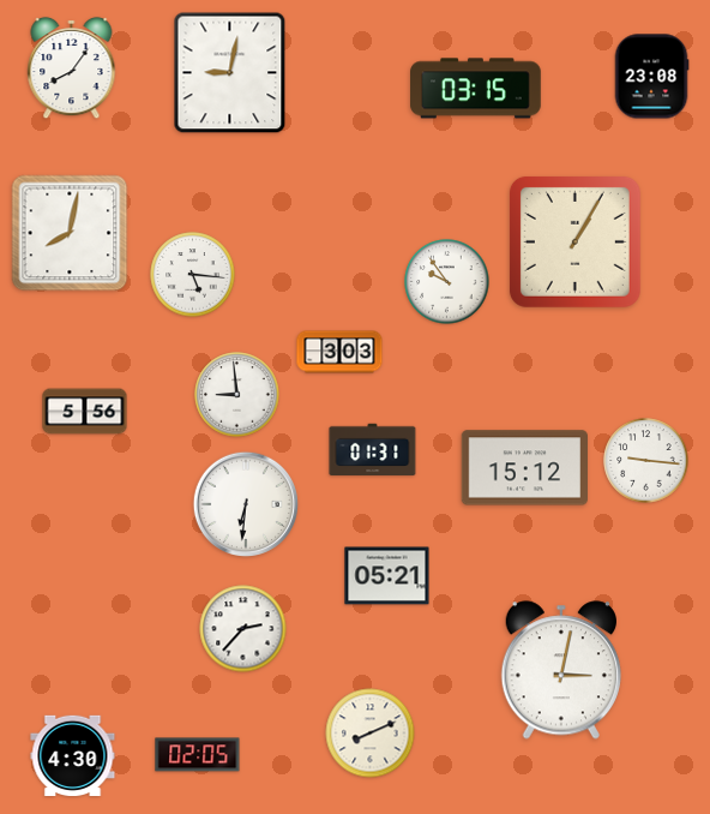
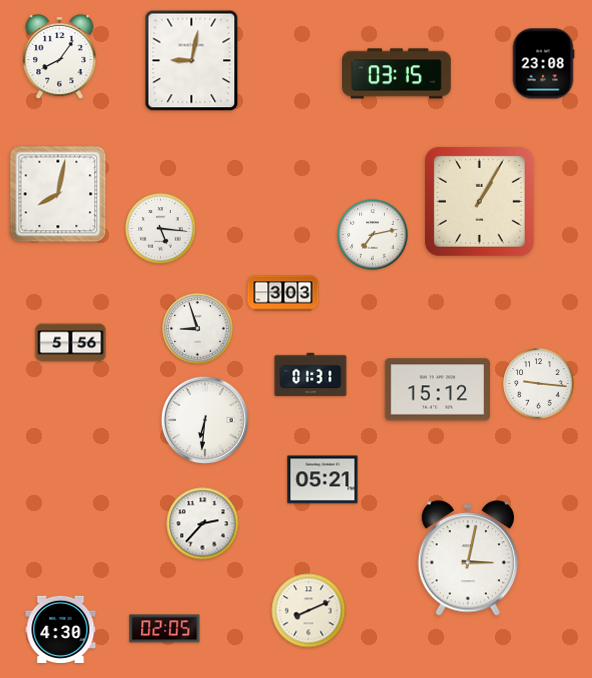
clock at (447, 282): 9:54 -> 7:13
clock at (237, 395): 8:59 -> 8:57
